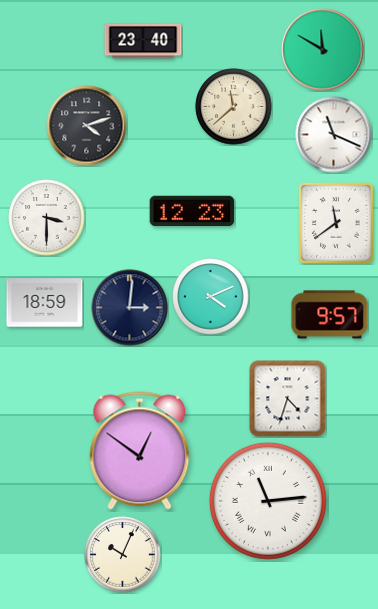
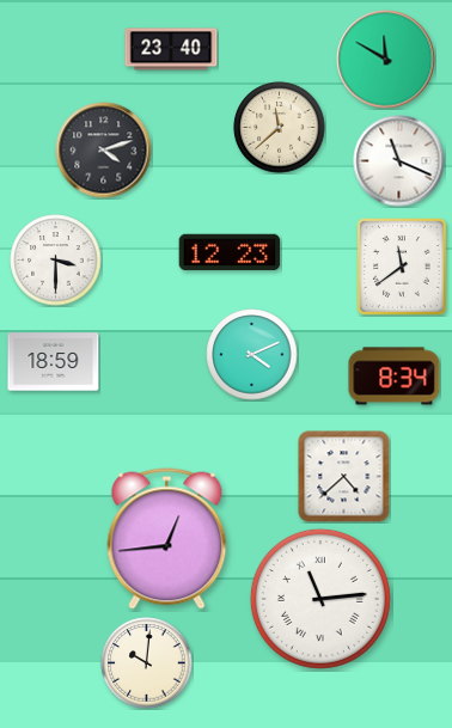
clock at (130, 308): 3:01 -> none
clock at (330, 315): 9:57 -> 8:34
clock at (288, 399): 4:33 -> 4:38
clock at (140, 451): 12:51 -> 12:44
clock at (123, 555): 10:04 -> 10:01
